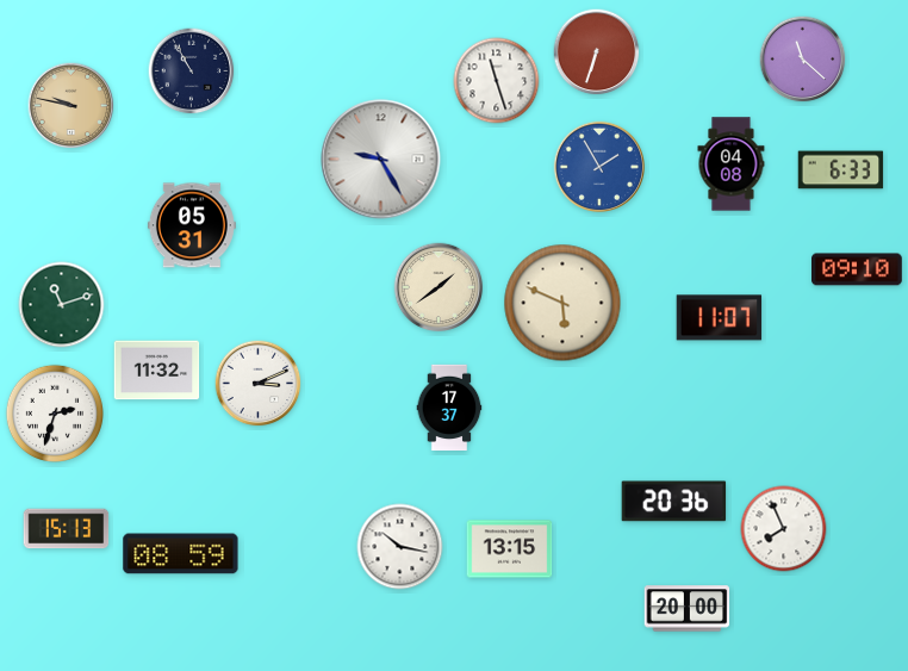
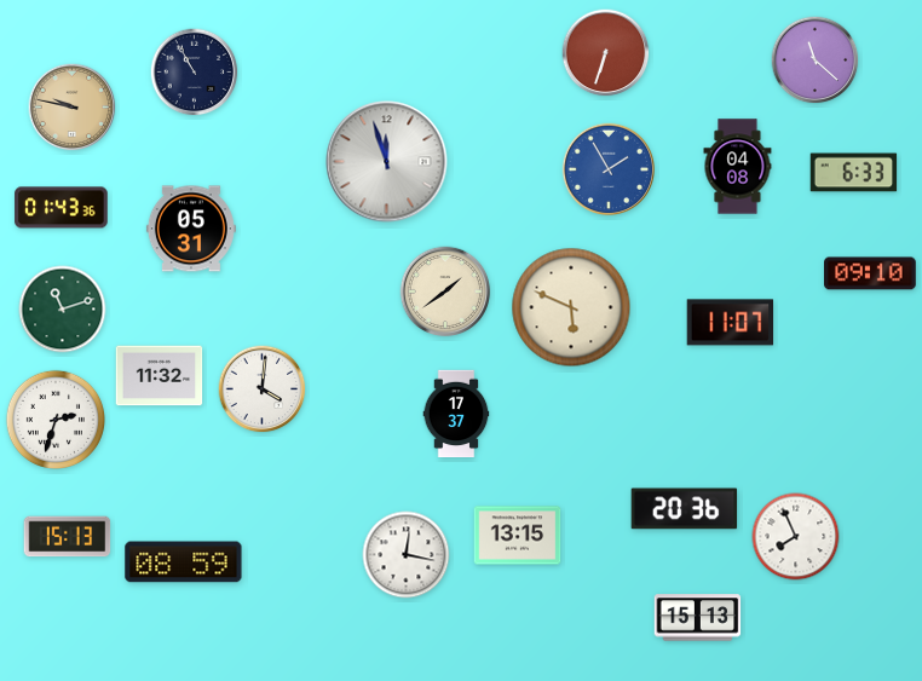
clock at (497, 81): 11:27 -> none
clock at (381, 160): 9:25 -> 11:57
clock at (732, 164) position: (732, 164) -> (738, 167)
clock at (62, 208): none -> 01:43
clock at (192, 225) position: (192, 225) -> (191, 229)
clock at (259, 384): 3:11 -> 4:01
clock at (400, 547): 10:17 -> 12:17
clock at (510, 549) position: (510, 549) -> (518, 536)
clock at (688, 609): 20:00 -> 15:13
